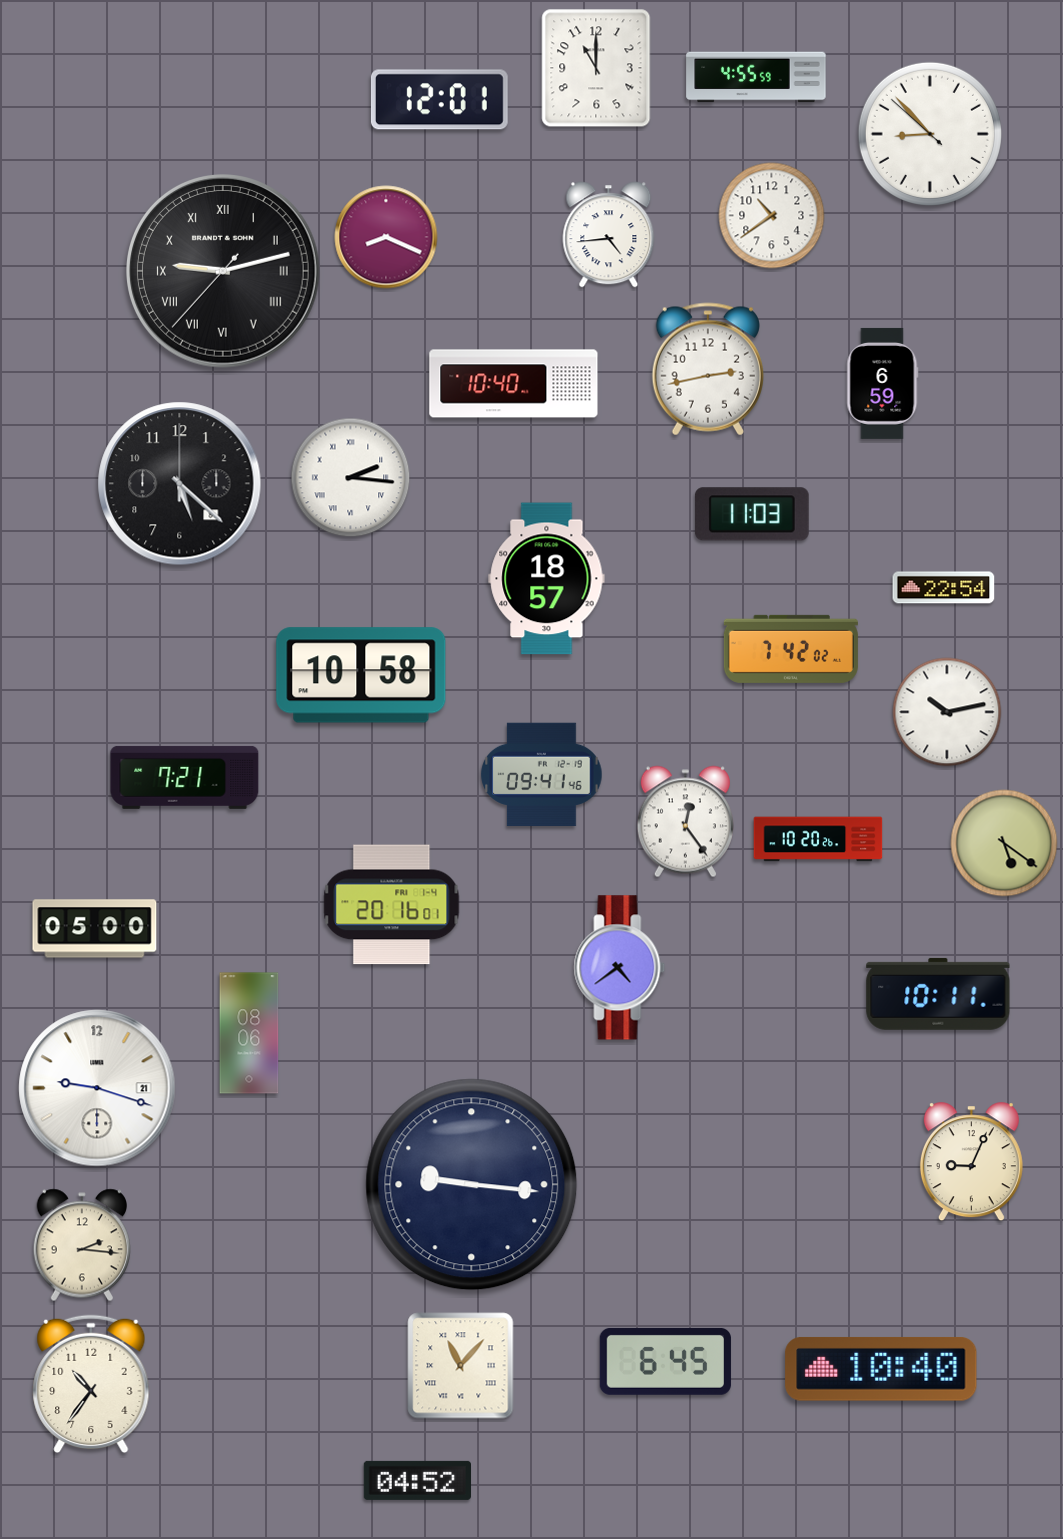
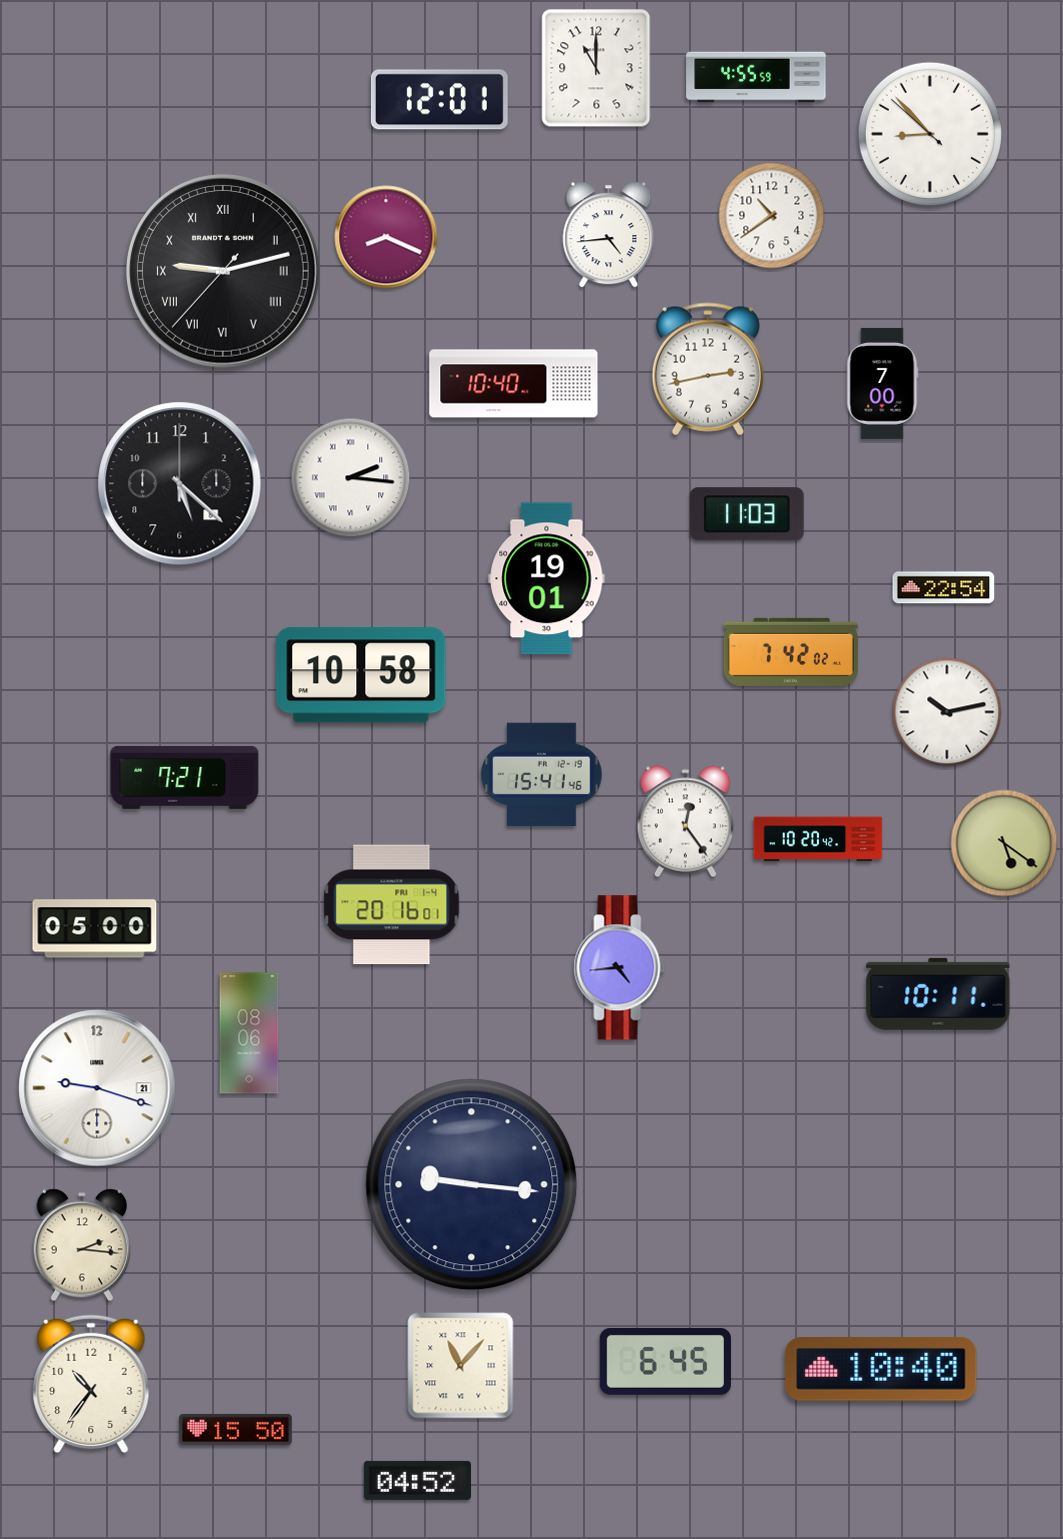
clock at (883, 383): 6:59 -> 7:00
clock at (753, 514) position: (753, 514) -> (748, 514)
clock at (547, 579): 18:57 -> 19:01
clock at (791, 649) position: (791, 649) -> (791, 652)
clock at (542, 775): 09:41 -> 15:41
clock at (818, 839): 10:20:26 -> 10:20:42
clock at (620, 968): 4:39 -> 4:44
clock at (971, 1162): 9:04 -> none
clock at (236, 1429): none -> 15:50
